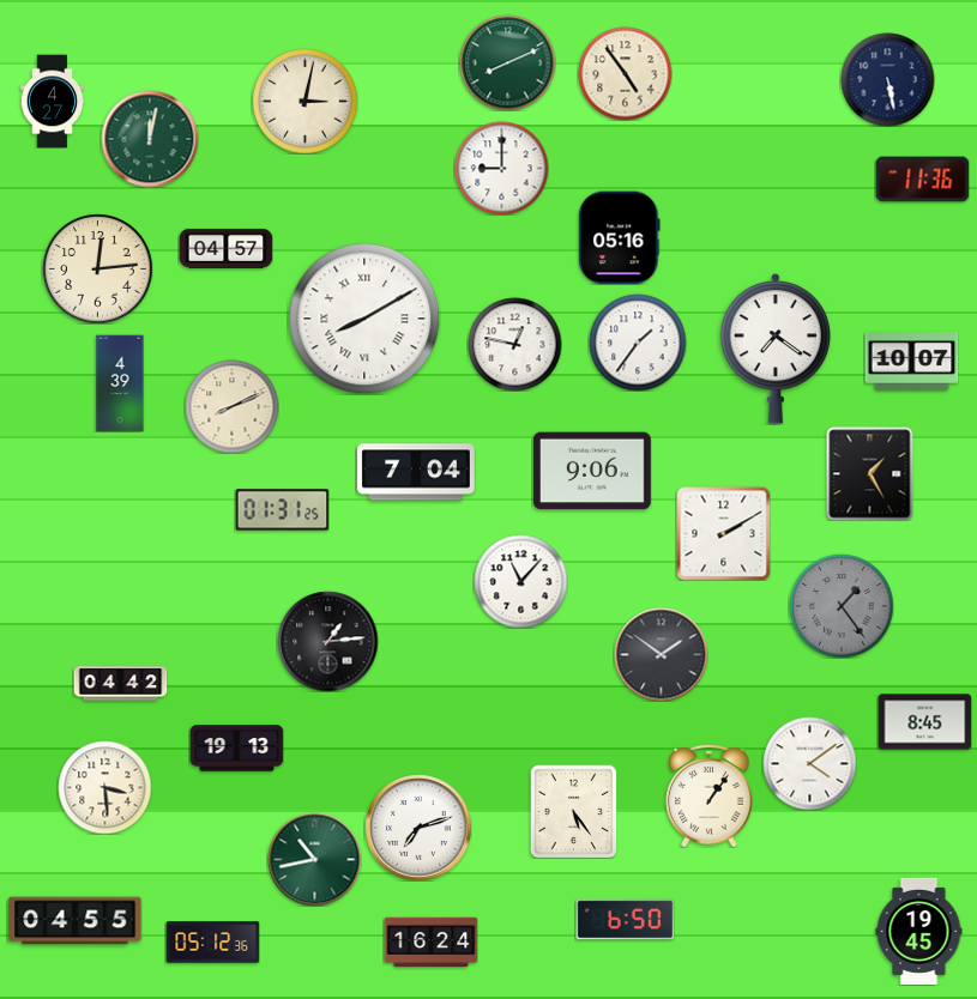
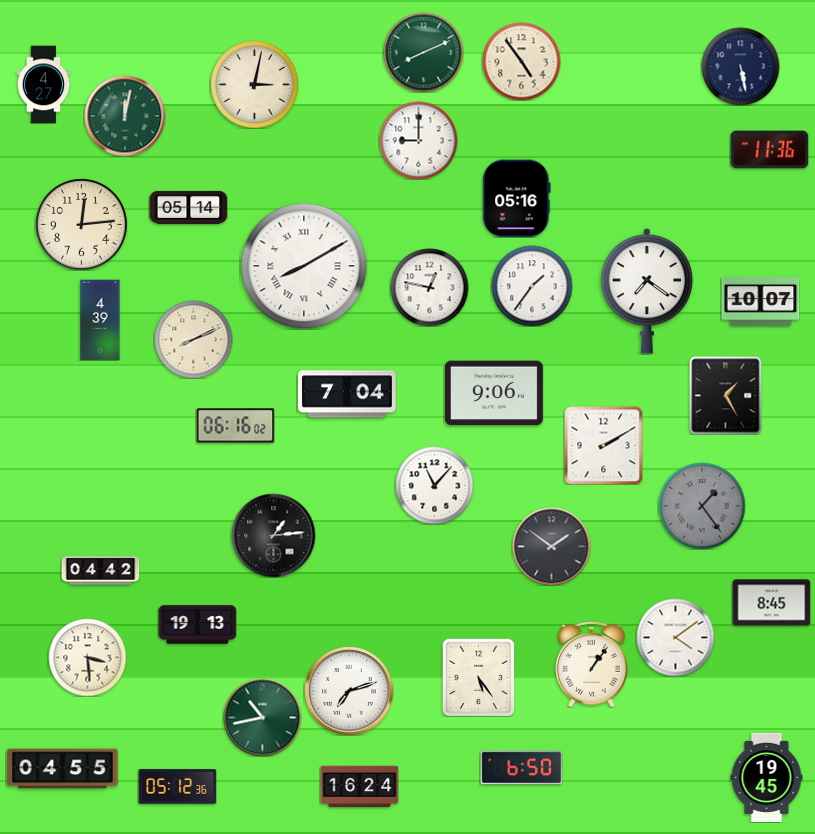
clock at (225, 248): 04:57 -> 05:14
clock at (282, 510): 01:31 -> 06:16
